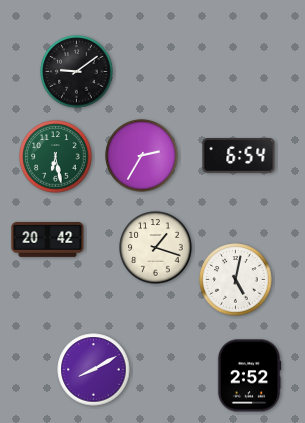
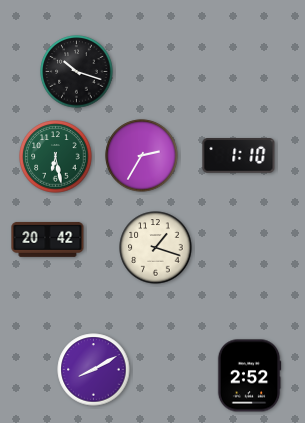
clock at (77, 72): 9:09 -> 10:18
clock at (239, 156): 6:54 -> 1:10
clock at (236, 280): 5:02 -> none
